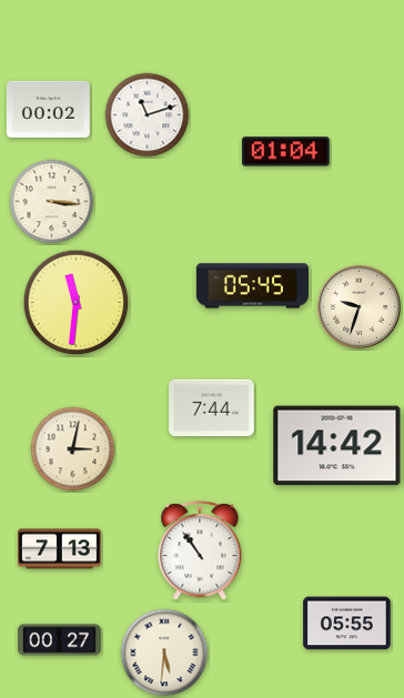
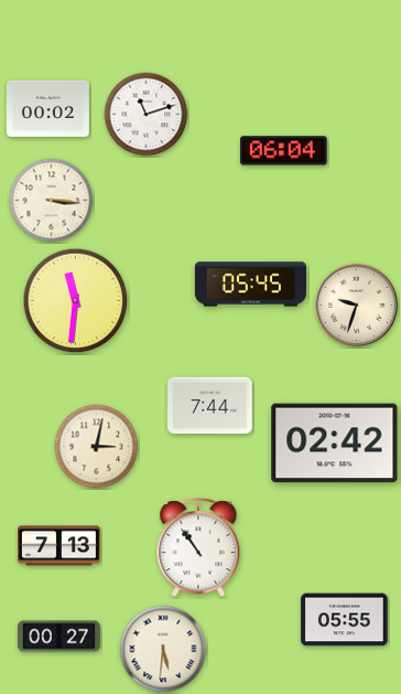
clock at (286, 152): 01:04 -> 06:04
clock at (337, 446): 14:42 -> 02:42
clock at (73, 449) position: (73, 449) -> (97, 447)
